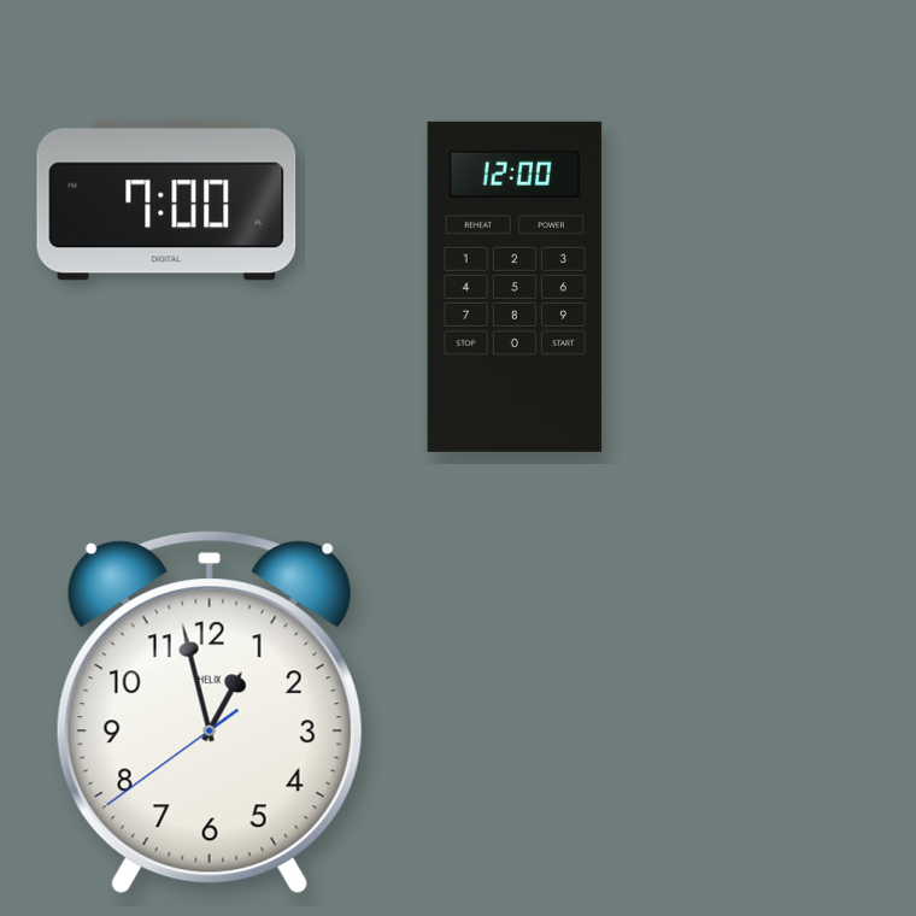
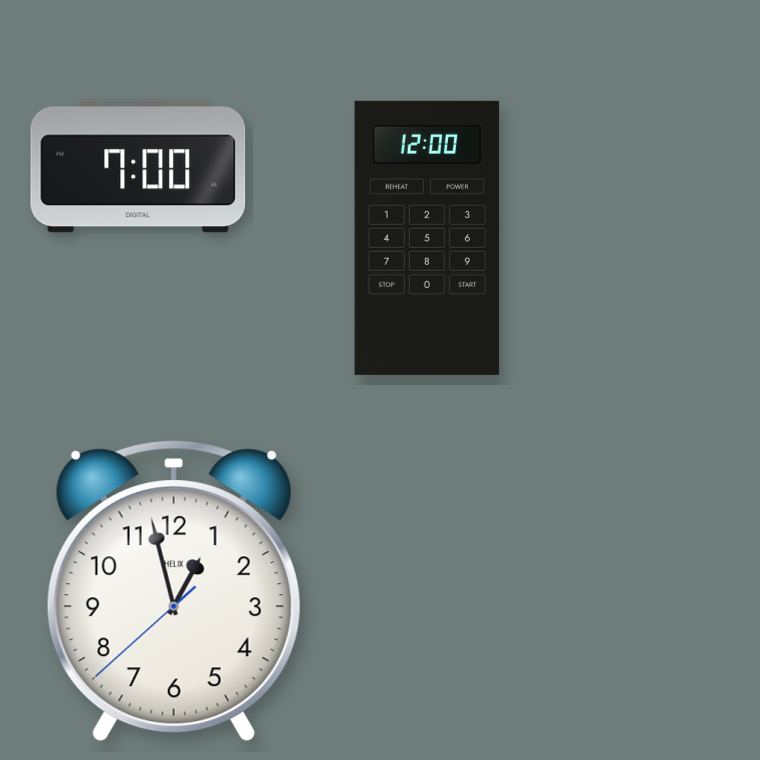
clock at (210, 712): 12:57:39 -> 12:57:38
